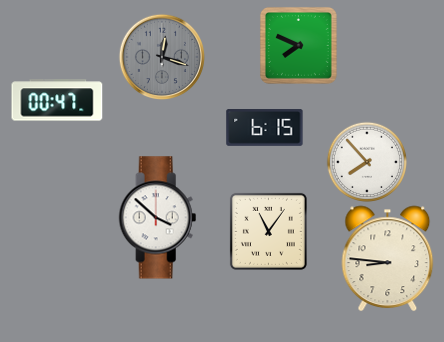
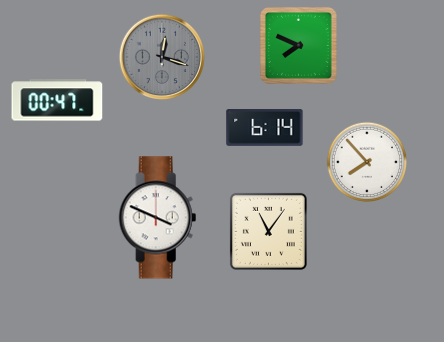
clock at (265, 128): 6:15 -> 6:14
clock at (158, 218): 3:52 -> 3:49
clock at (388, 258): 8:46 -> none
